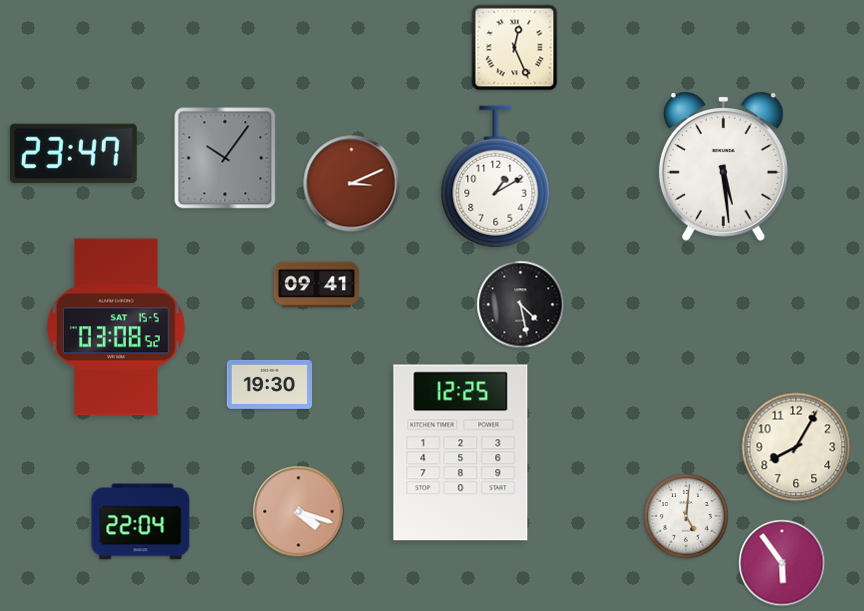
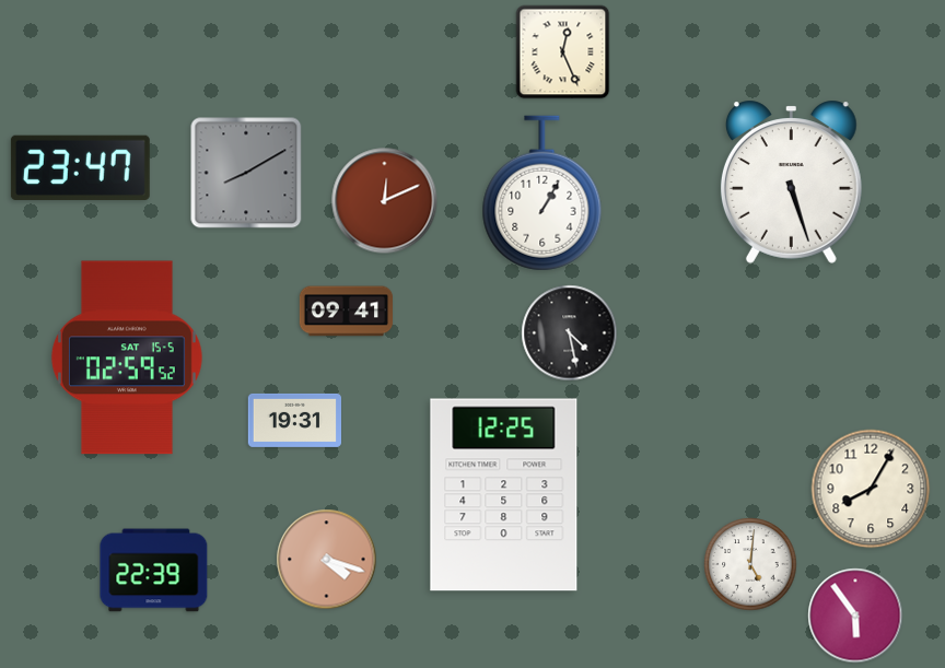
clock at (225, 158): 10:06 -> 8:10
clock at (723, 166): 5:29 -> 5:27
clock at (496, 177): 1:10 -> 1:05
clock at (352, 184): 3:11 -> 12:11
clock at (116, 327): 03:08 -> 02:59
clock at (269, 384): 19:30 -> 19:31
clock at (141, 522): 22:04 -> 22:39
